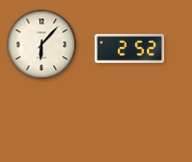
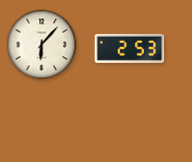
clock at (130, 48): 2:52 -> 2:53
